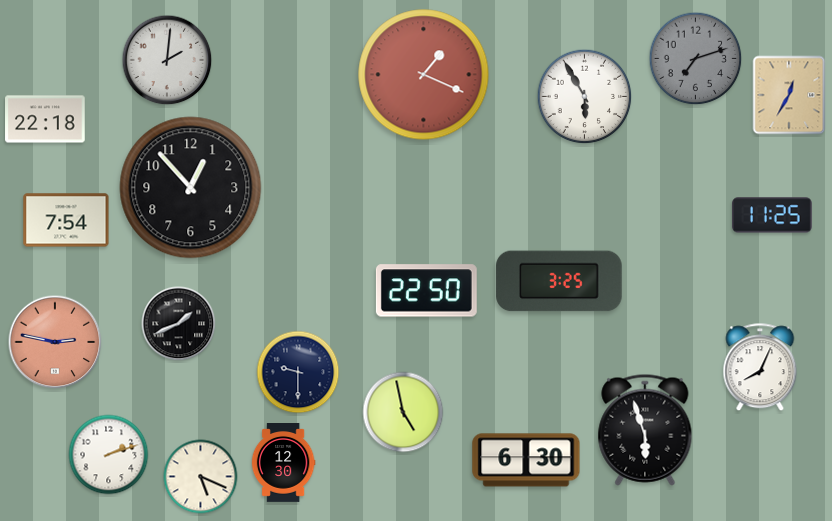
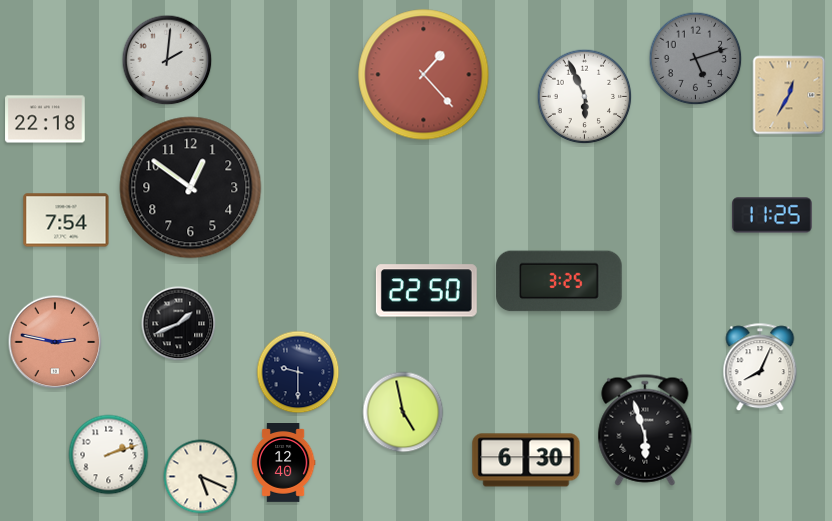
clock at (696, 59): 7:12 -> 5:12
clock at (424, 75): 1:19 -> 1:23
clock at (585, 97): 5:55 -> 5:56
clock at (191, 188): 12:53 -> 12:51
clock at (283, 463): 12:30 -> 12:40
